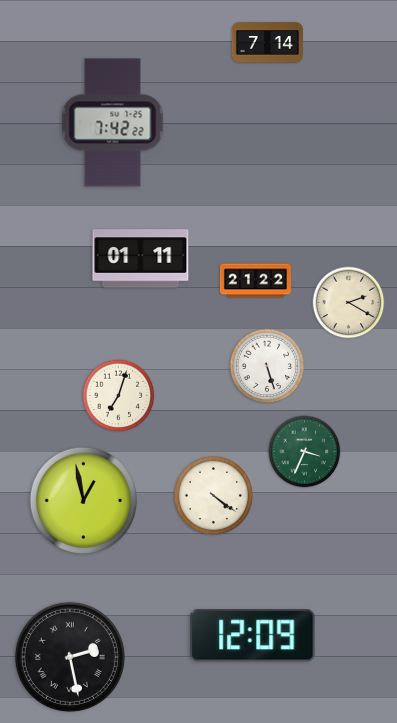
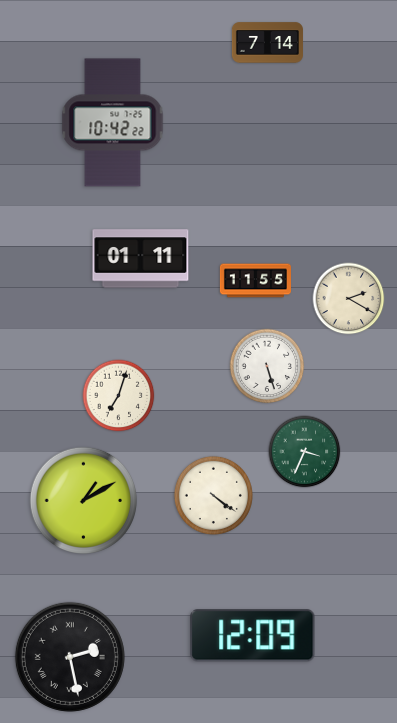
clock at (113, 123): 7:42 -> 10:42
clock at (255, 281): 21:22 -> 11:55
clock at (349, 303) position: (349, 303) -> (349, 299)
clock at (83, 500): 12:58 -> 1:10
